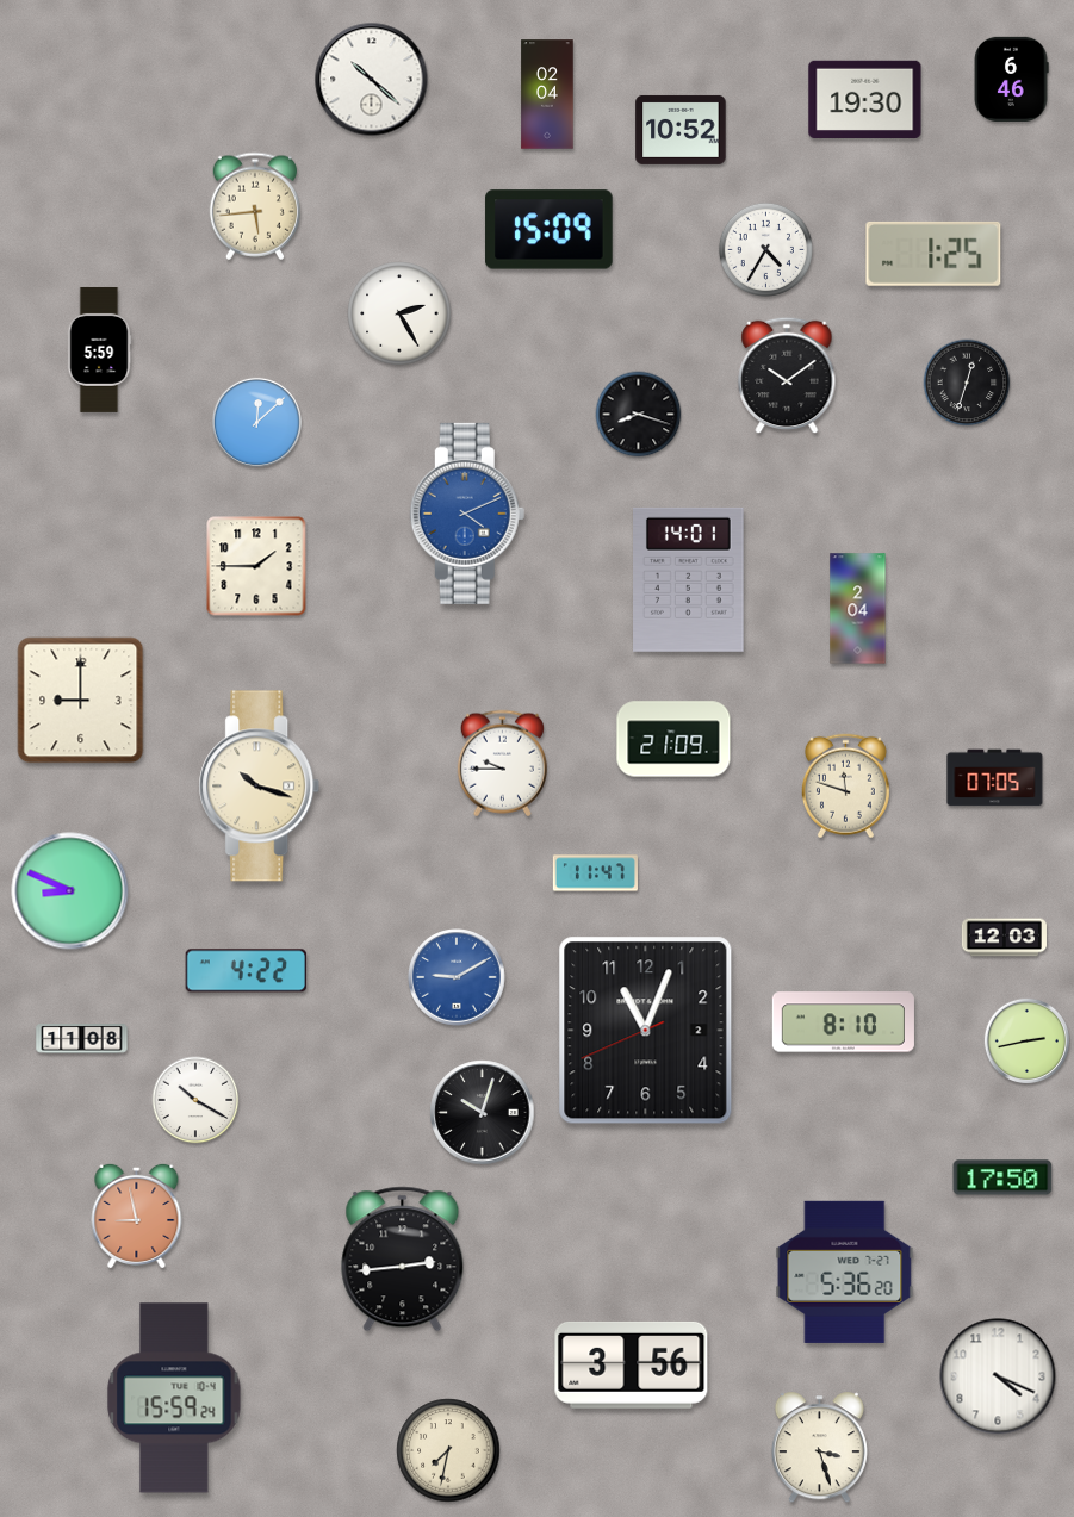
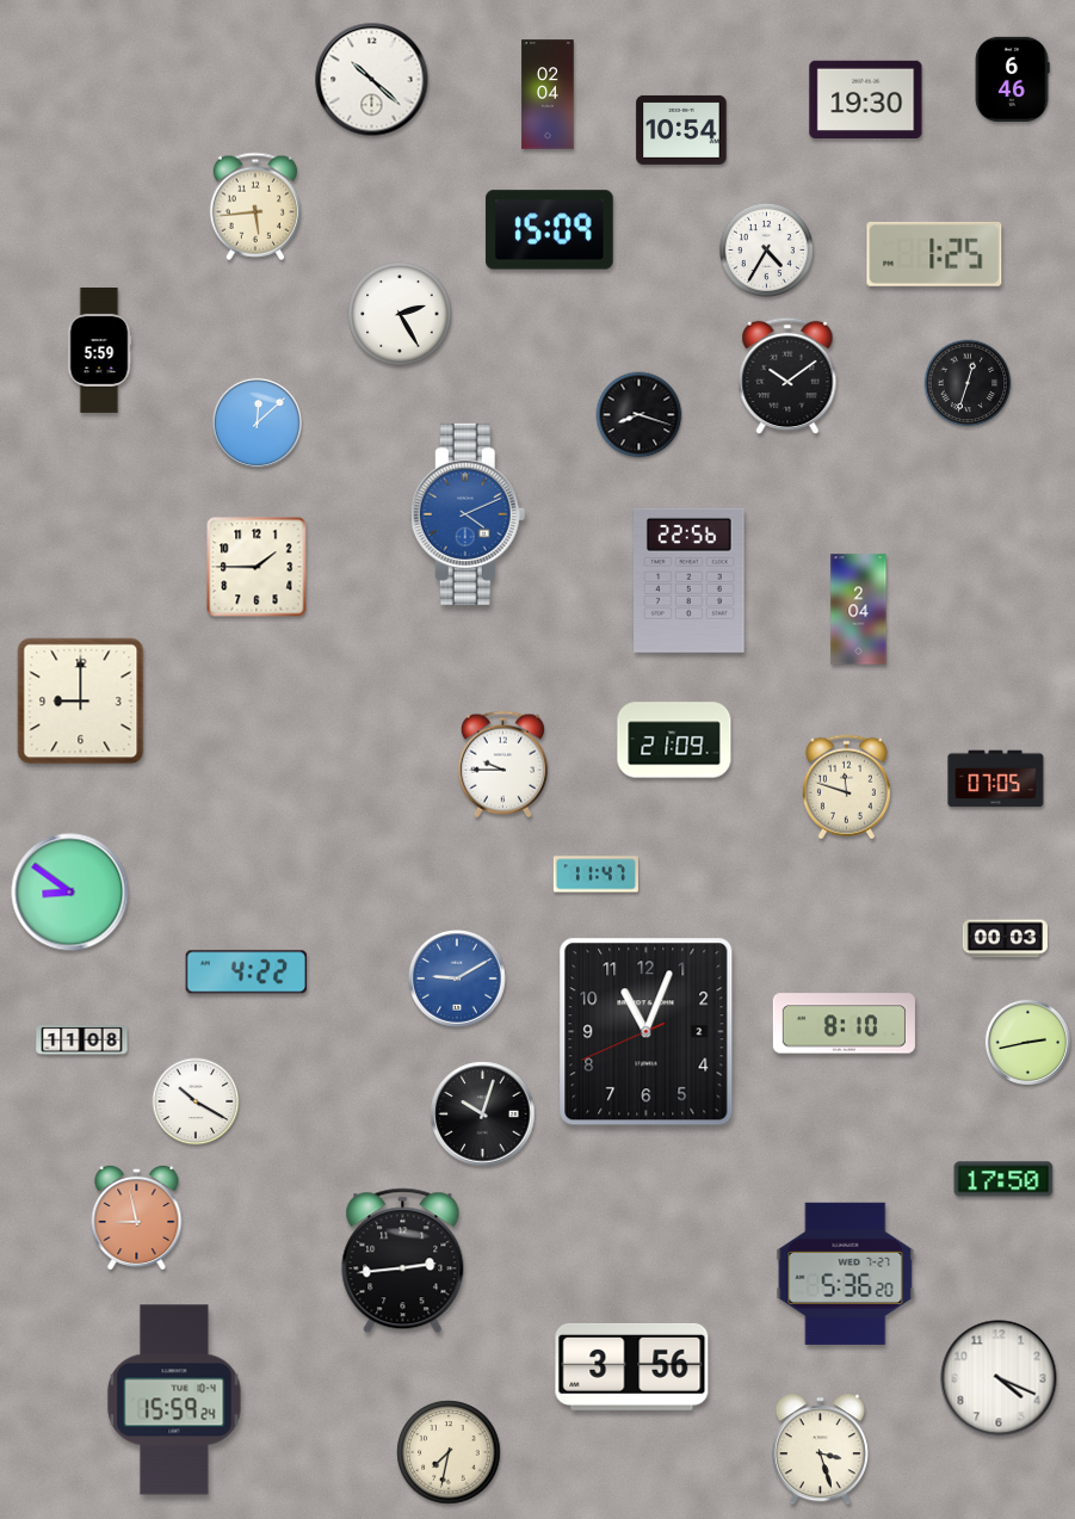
clock at (681, 130): 10:52 -> 10:54
clock at (689, 579): 14:01 -> 22:56
clock at (260, 787): 10:18 -> none
clock at (70, 891): 8:49 -> 8:51
clock at (1004, 938): 12:03 -> 00:03
